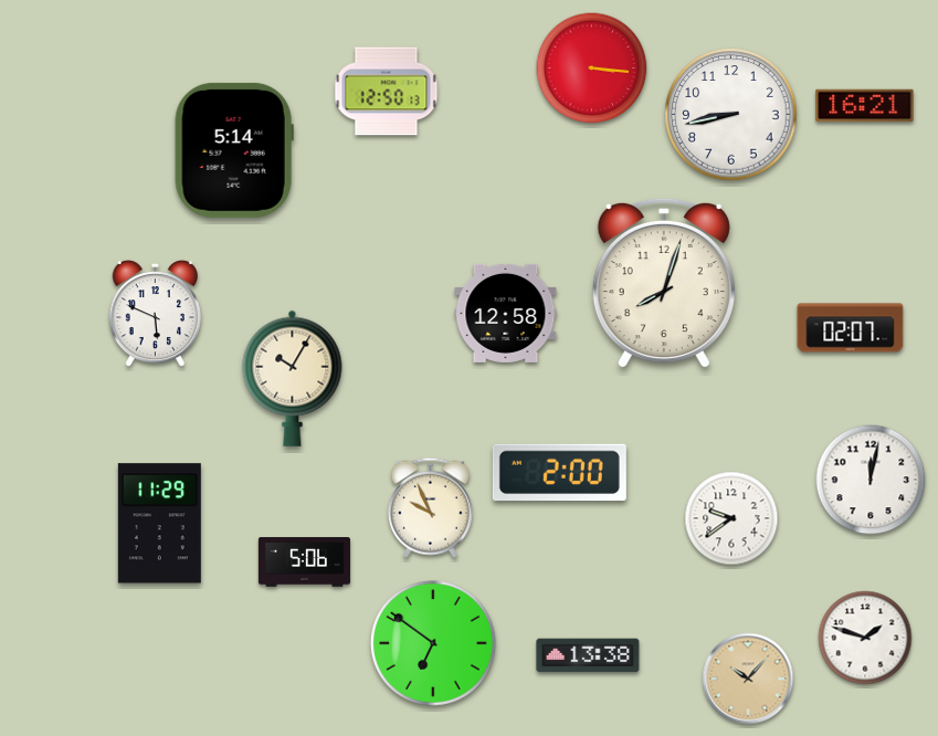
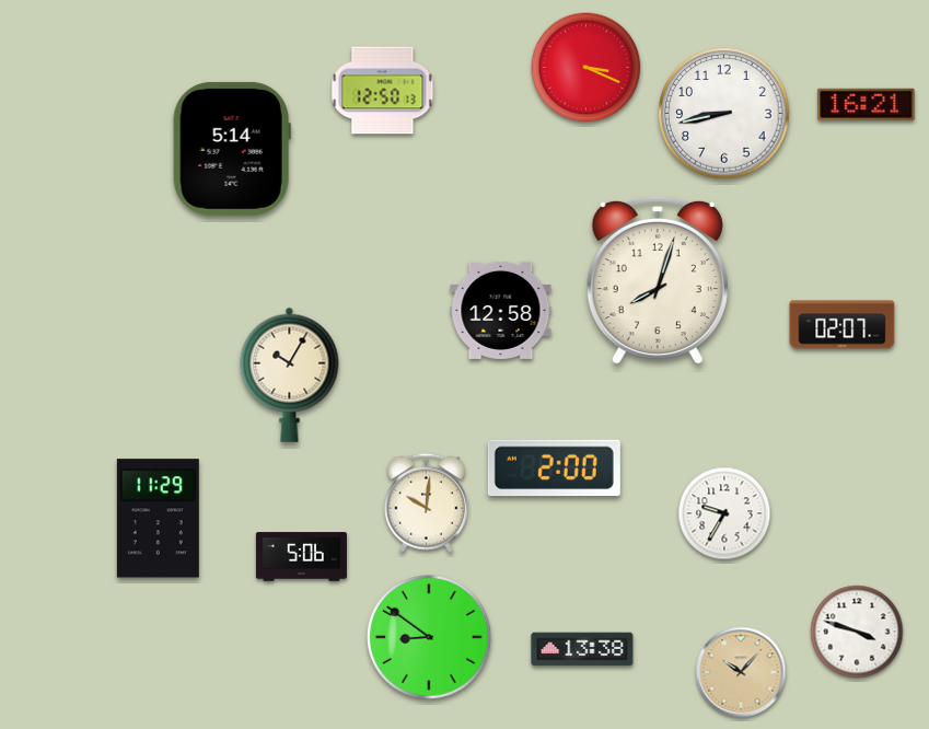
clock at (592, 69): 3:16 -> 3:19
clock at (865, 105) position: (865, 105) -> (867, 104)
clock at (155, 314): 5:49 -> none
clock at (871, 480): 12:02 -> none
clock at (430, 507): 9:56 -> 10:01
clock at (731, 518): 9:39 -> 9:35
clock at (865, 638): 1:48 -> 3:48
clock at (433, 643): 6:51 -> 8:51
